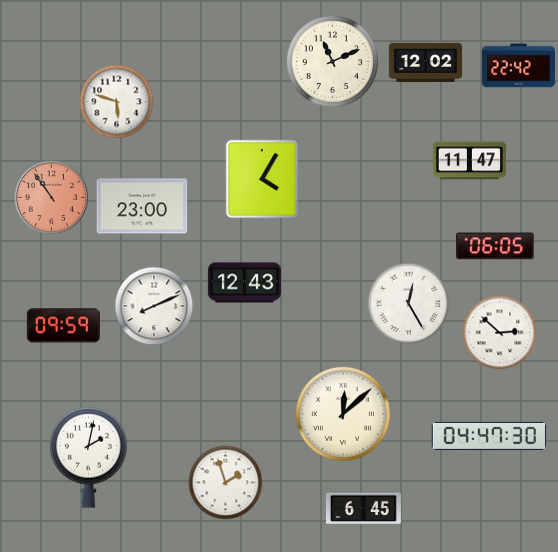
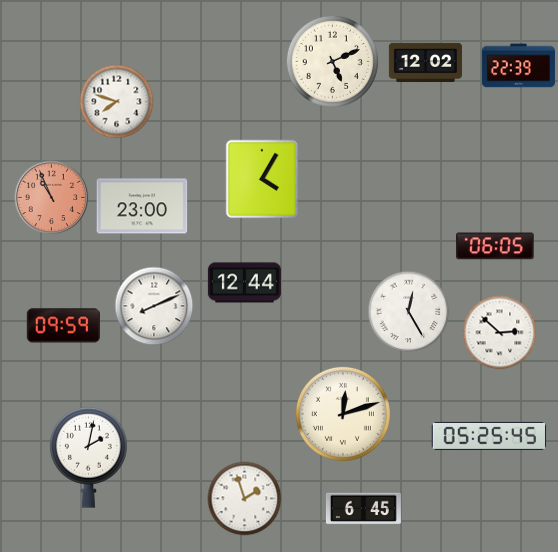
clock at (332, 61): 11:11 -> 5:11
clock at (518, 66): 22:42 -> 22:39
clock at (117, 102): 5:48 -> 7:48
clock at (469, 161): 11:47 -> none
clock at (52, 198): 10:54 -> 10:56
clock at (244, 283): 12:43 -> 12:44
clock at (409, 304) position: (409, 304) -> (409, 312)
clock at (343, 414): 12:08 -> 12:12
clock at (489, 436): 04:47 -> 05:25
clock at (226, 483) position: (226, 483) -> (245, 499)
